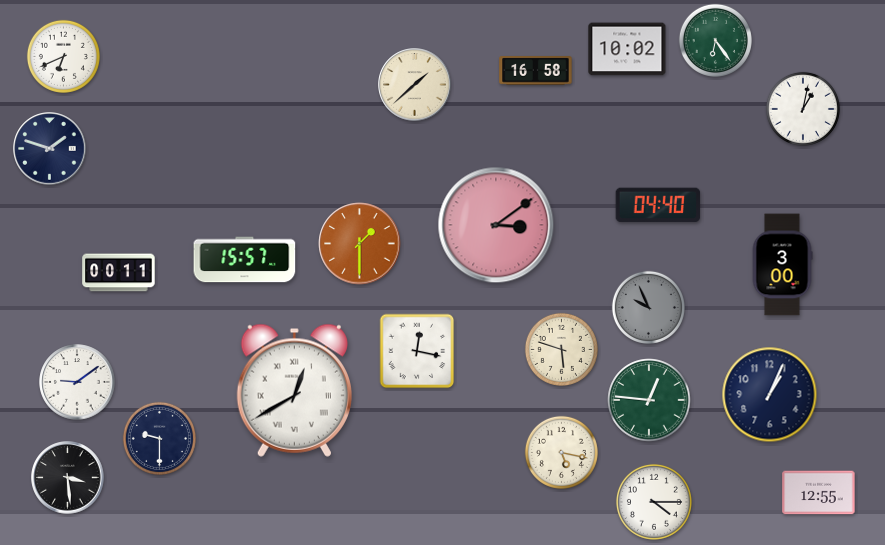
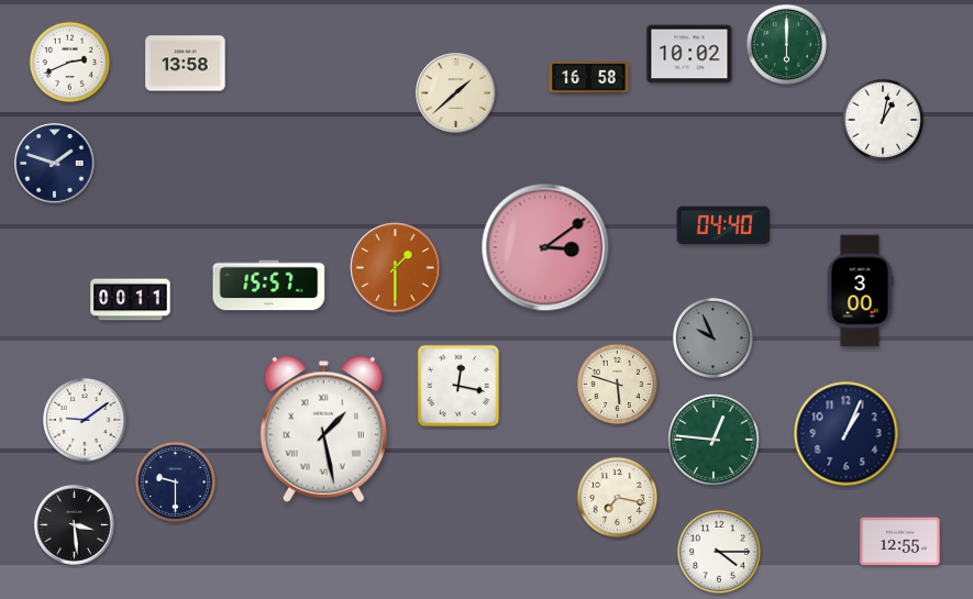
clock at (715, 40): 6:24 -> 6:00
clock at (63, 56): 6:41 -> 2:41
clock at (186, 64): none -> 13:58
clock at (294, 390): 12:40 -> 1:28
clock at (561, 452): 5:17 -> 7:17
